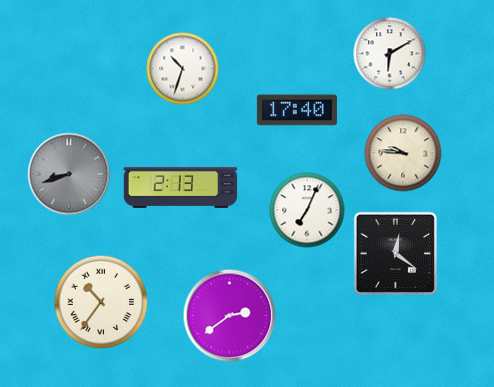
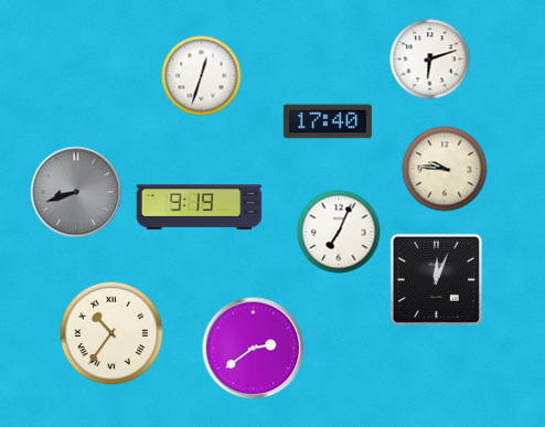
clock at (390, 54): 6:10 -> 6:12
clock at (183, 69): 10:33 -> 12:33
clock at (181, 187): 2:13 -> 9:19
clock at (395, 253): 12:21 -> 12:04
